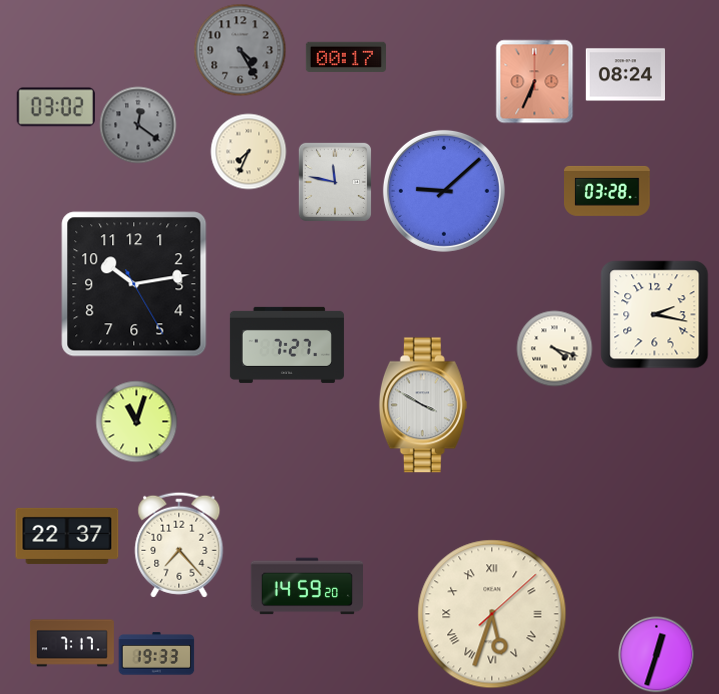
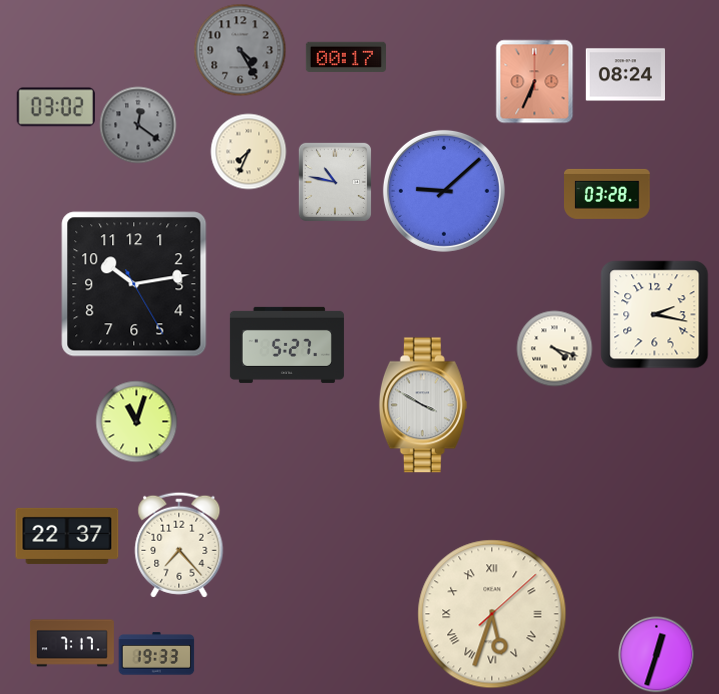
clock at (335, 182): 11:47 -> 10:47
clock at (608, 191) position: (608, 191) -> (608, 194)
clock at (287, 345): 7:27 -> 5:27
clock at (306, 586): 14:59 -> none
